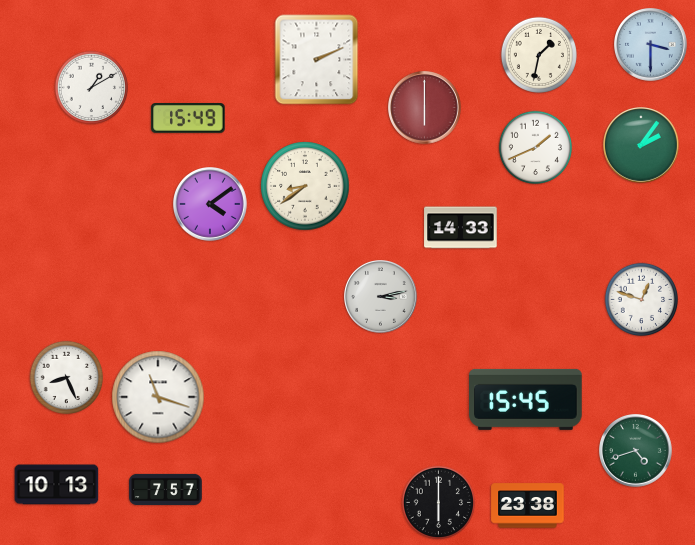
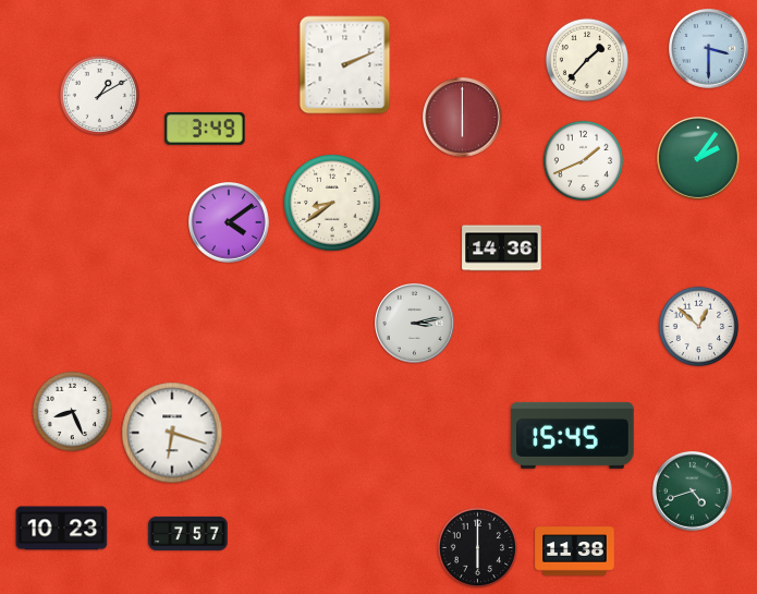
clock at (539, 55): 1:32 -> 1:37
clock at (188, 119): 15:49 -> 3:49
clock at (461, 228): 14:33 -> 14:36
clock at (642, 300): 12:48 -> 12:52
clock at (158, 397): 11:18 -> 6:18
clock at (57, 485): 10:13 -> 10:23
clock at (166, 489) position: (166, 489) -> (188, 533)
clock at (528, 506): 23:38 -> 11:38
